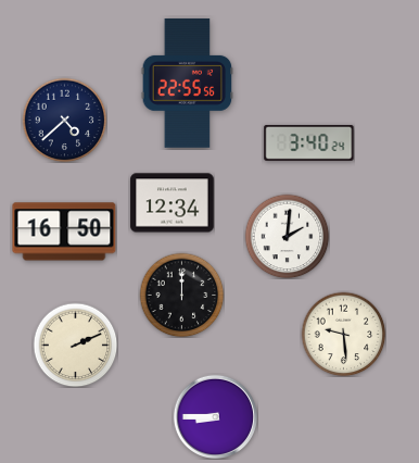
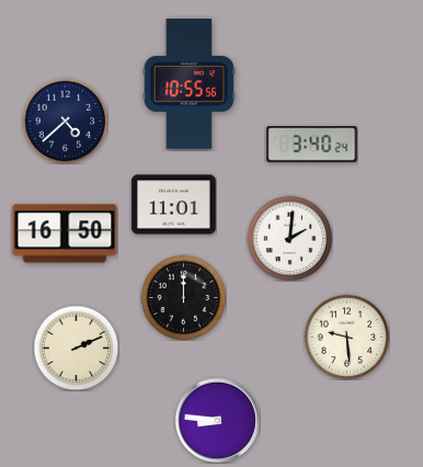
clock at (188, 83): 22:55 -> 10:55
clock at (173, 203): 12:34 -> 11:01
clock at (215, 416): 8:45 -> 8:46
